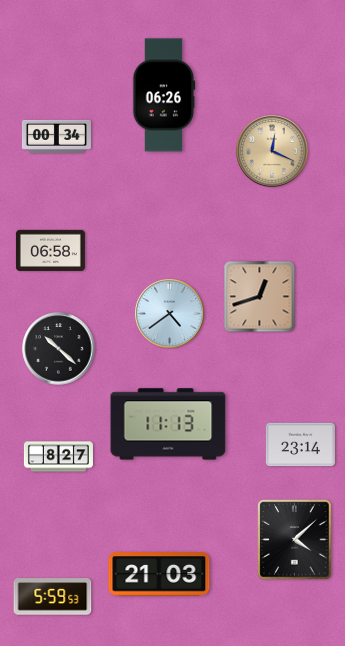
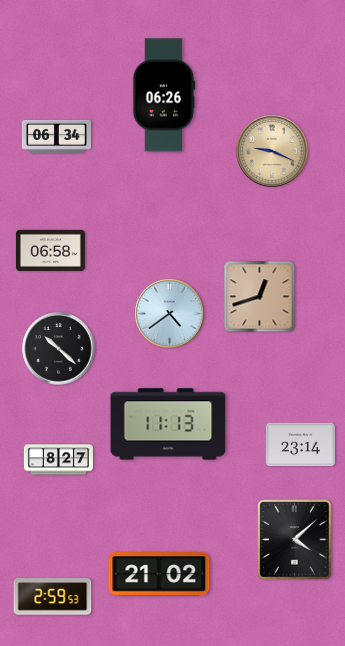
clock at (56, 136): 00:34 -> 06:34
clock at (272, 151): 12:19 -> 9:19
clock at (58, 457) position: (58, 457) -> (58, 460)
clock at (159, 574): 21:03 -> 21:02
clock at (53, 597): 5:59 -> 2:59
